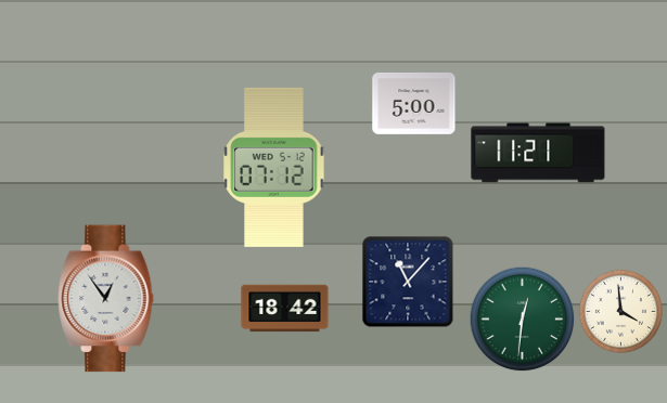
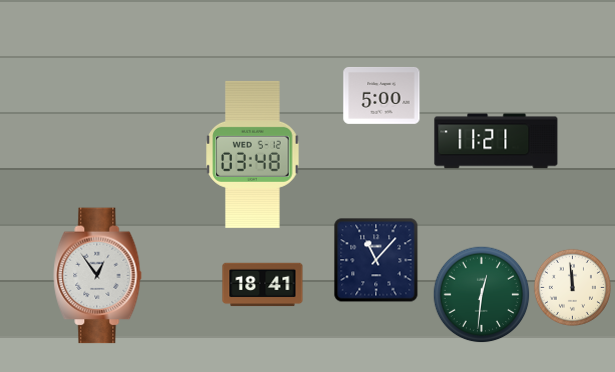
clock at (274, 167): 07:12 -> 03:48
clock at (285, 309): 18:42 -> 18:41
clock at (620, 311): 3:59 -> 11:59
